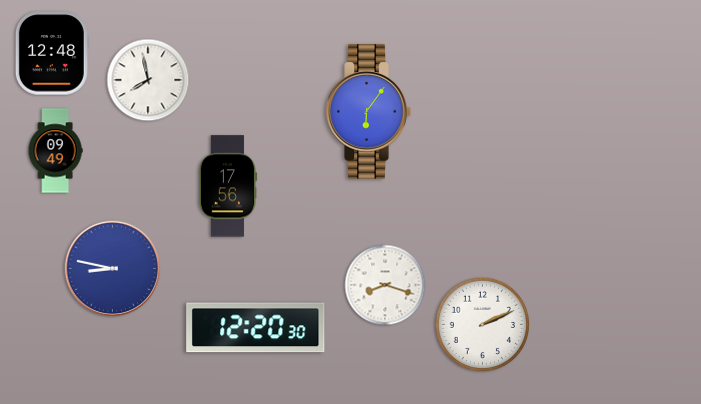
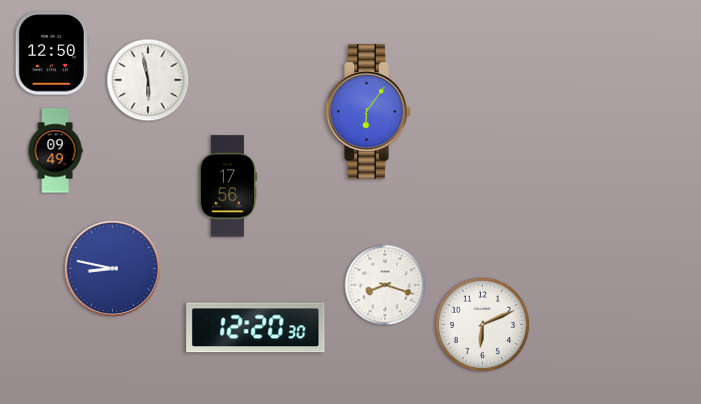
clock at (52, 53): 12:48 -> 12:50
clock at (148, 80): 7:58 -> 5:58
clock at (482, 324): 2:11 -> 6:11
